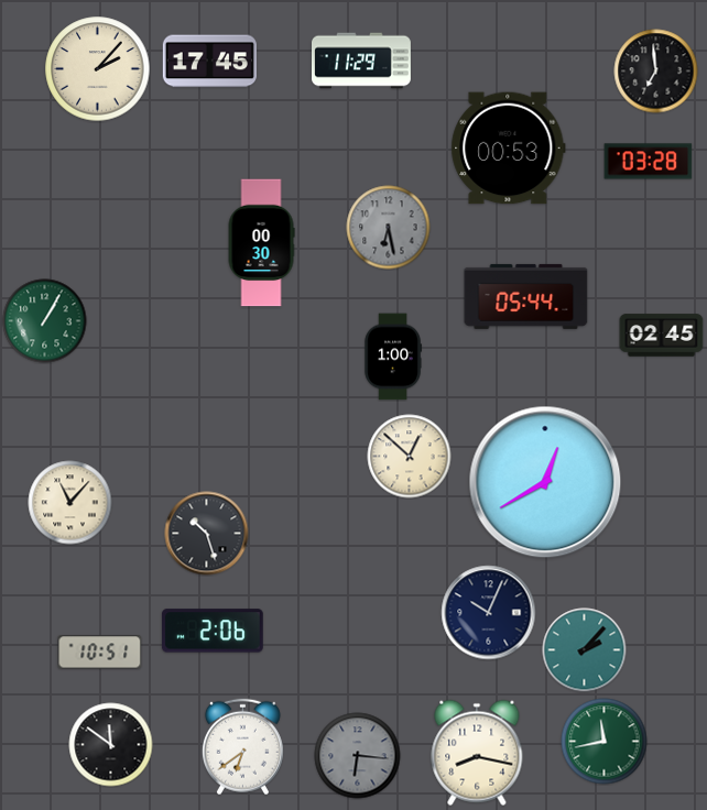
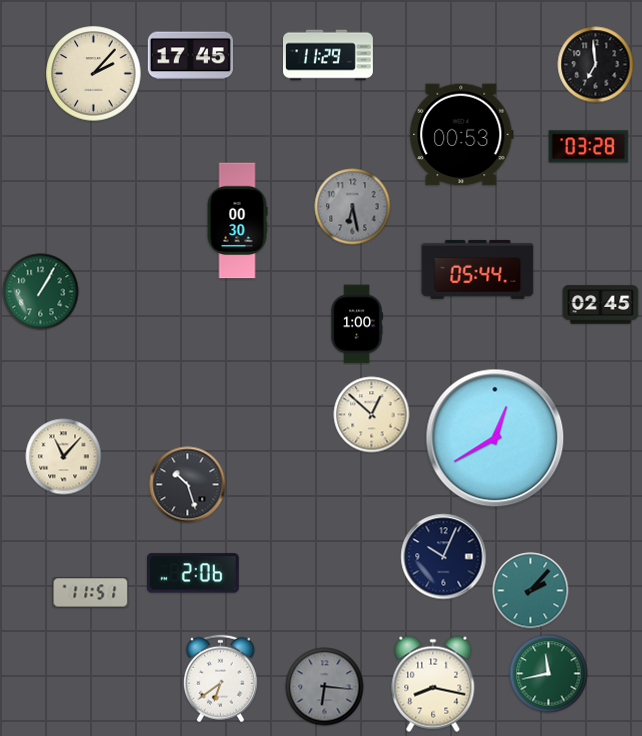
clock at (98, 69) position: (98, 69) -> (94, 74)
clock at (100, 653): 10:51 -> 11:51
clock at (111, 745): 11:51 -> none
